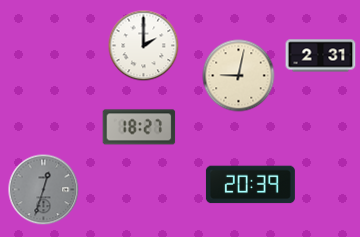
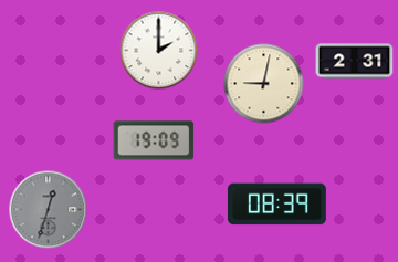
clock at (139, 127): 18:27 -> 19:09
clock at (250, 185): 20:39 -> 08:39
